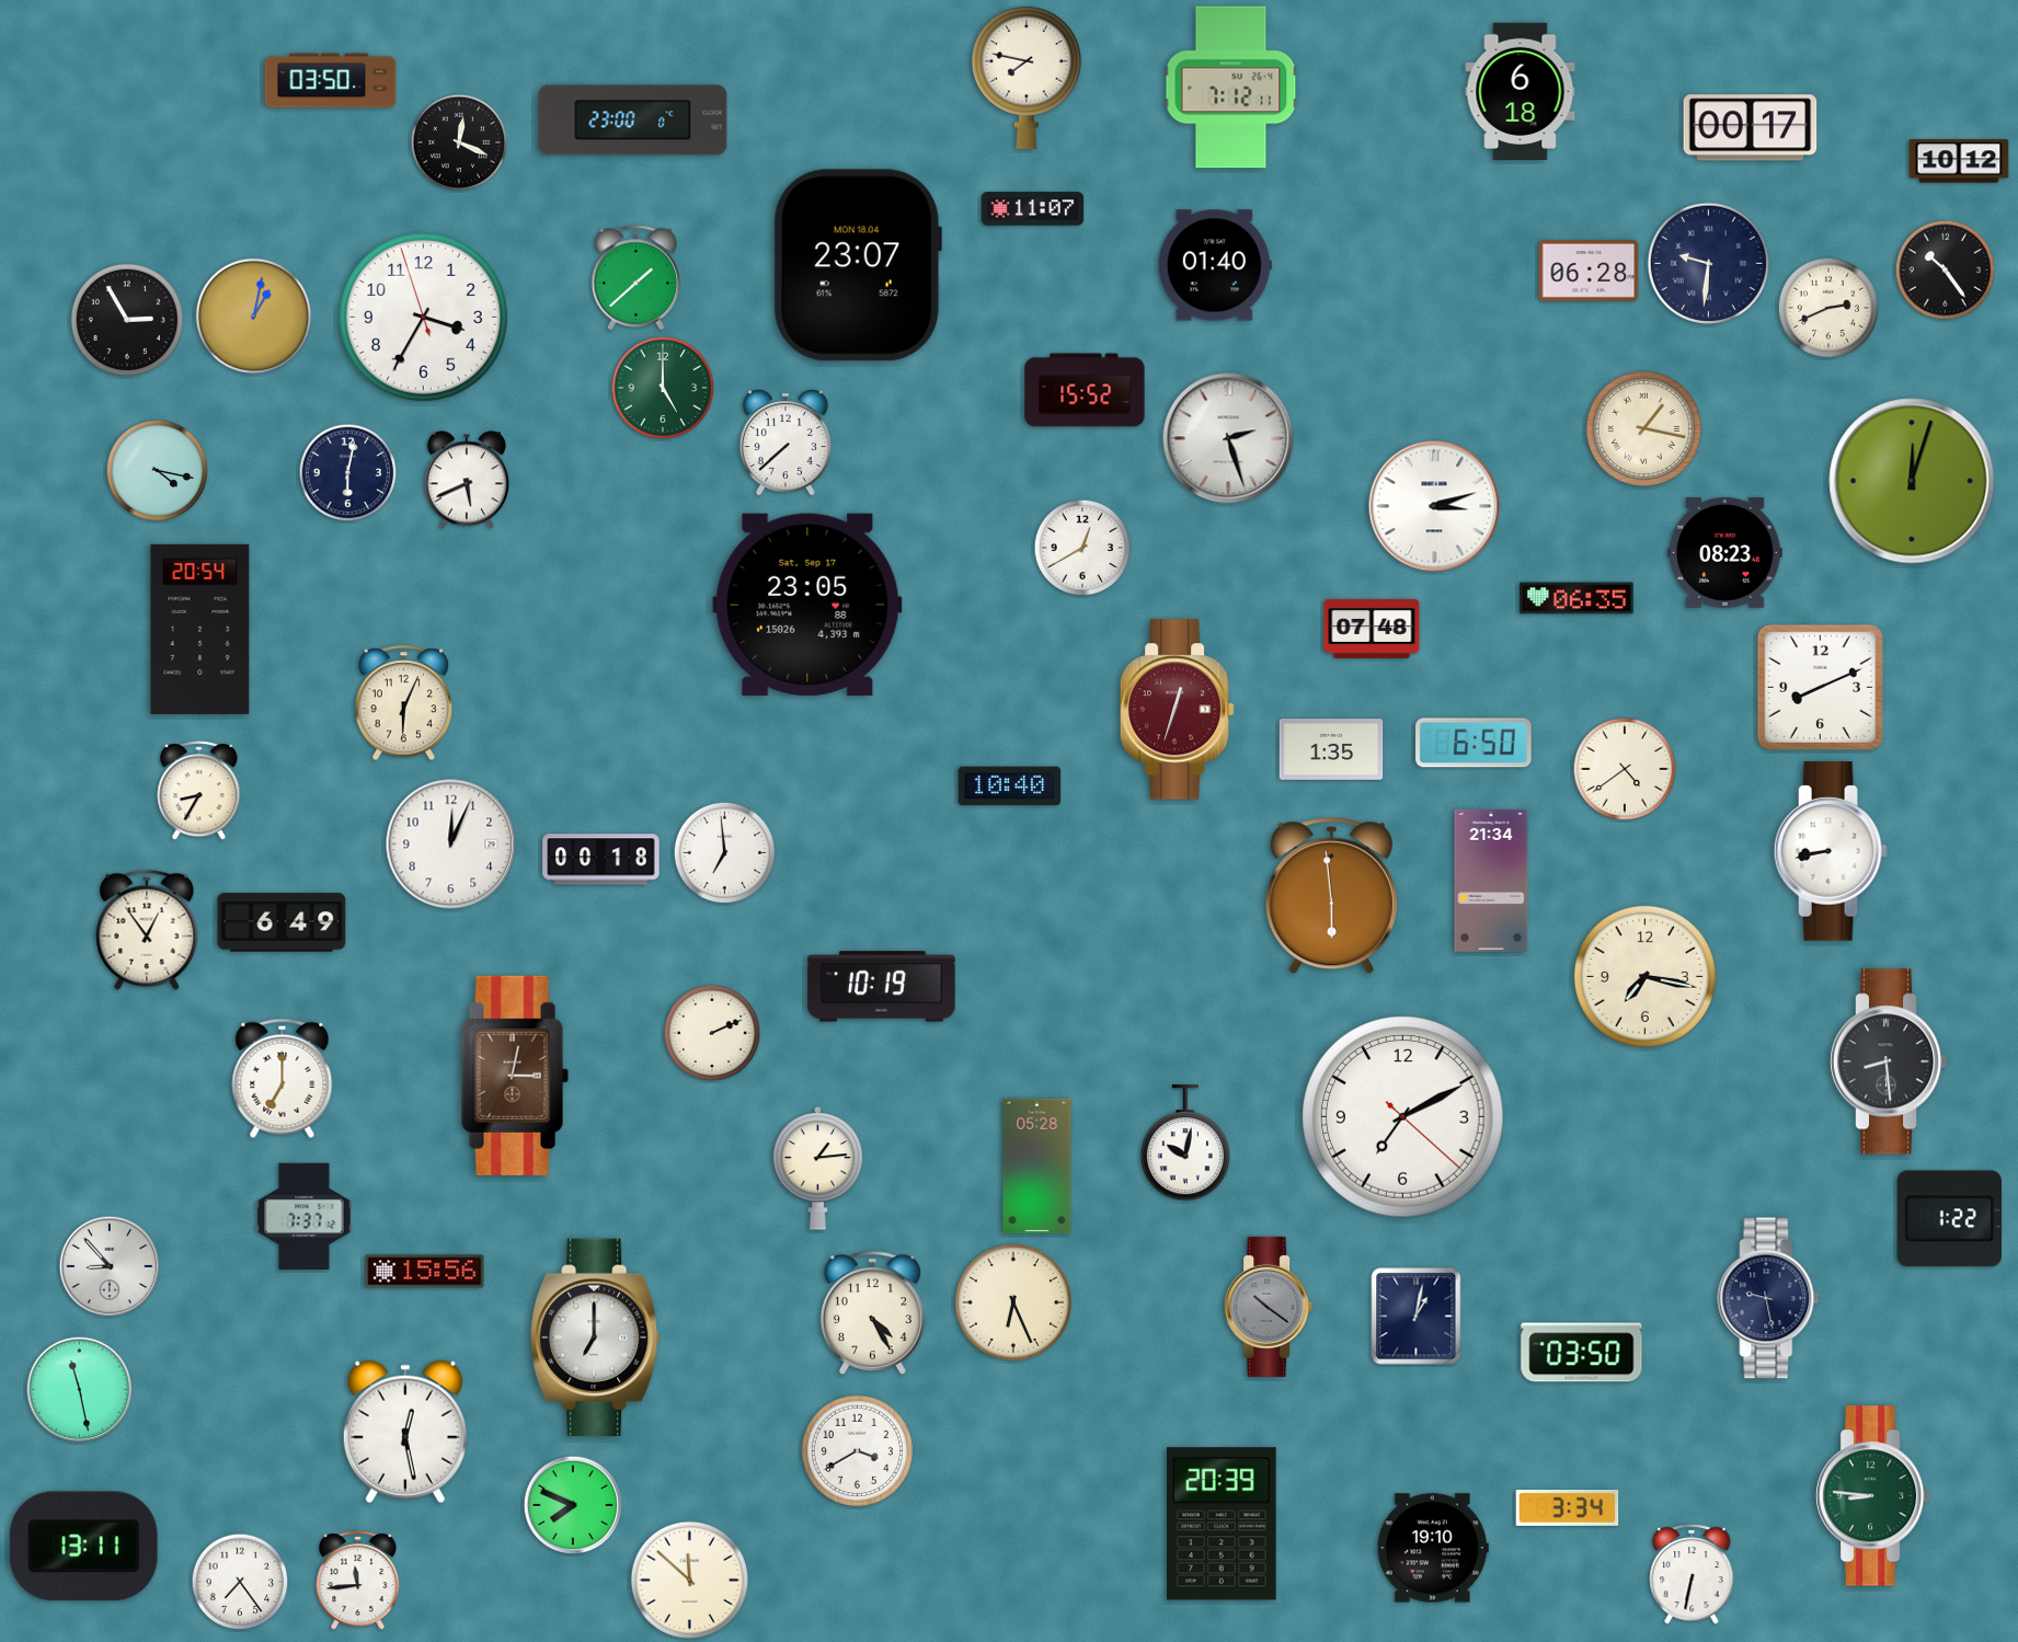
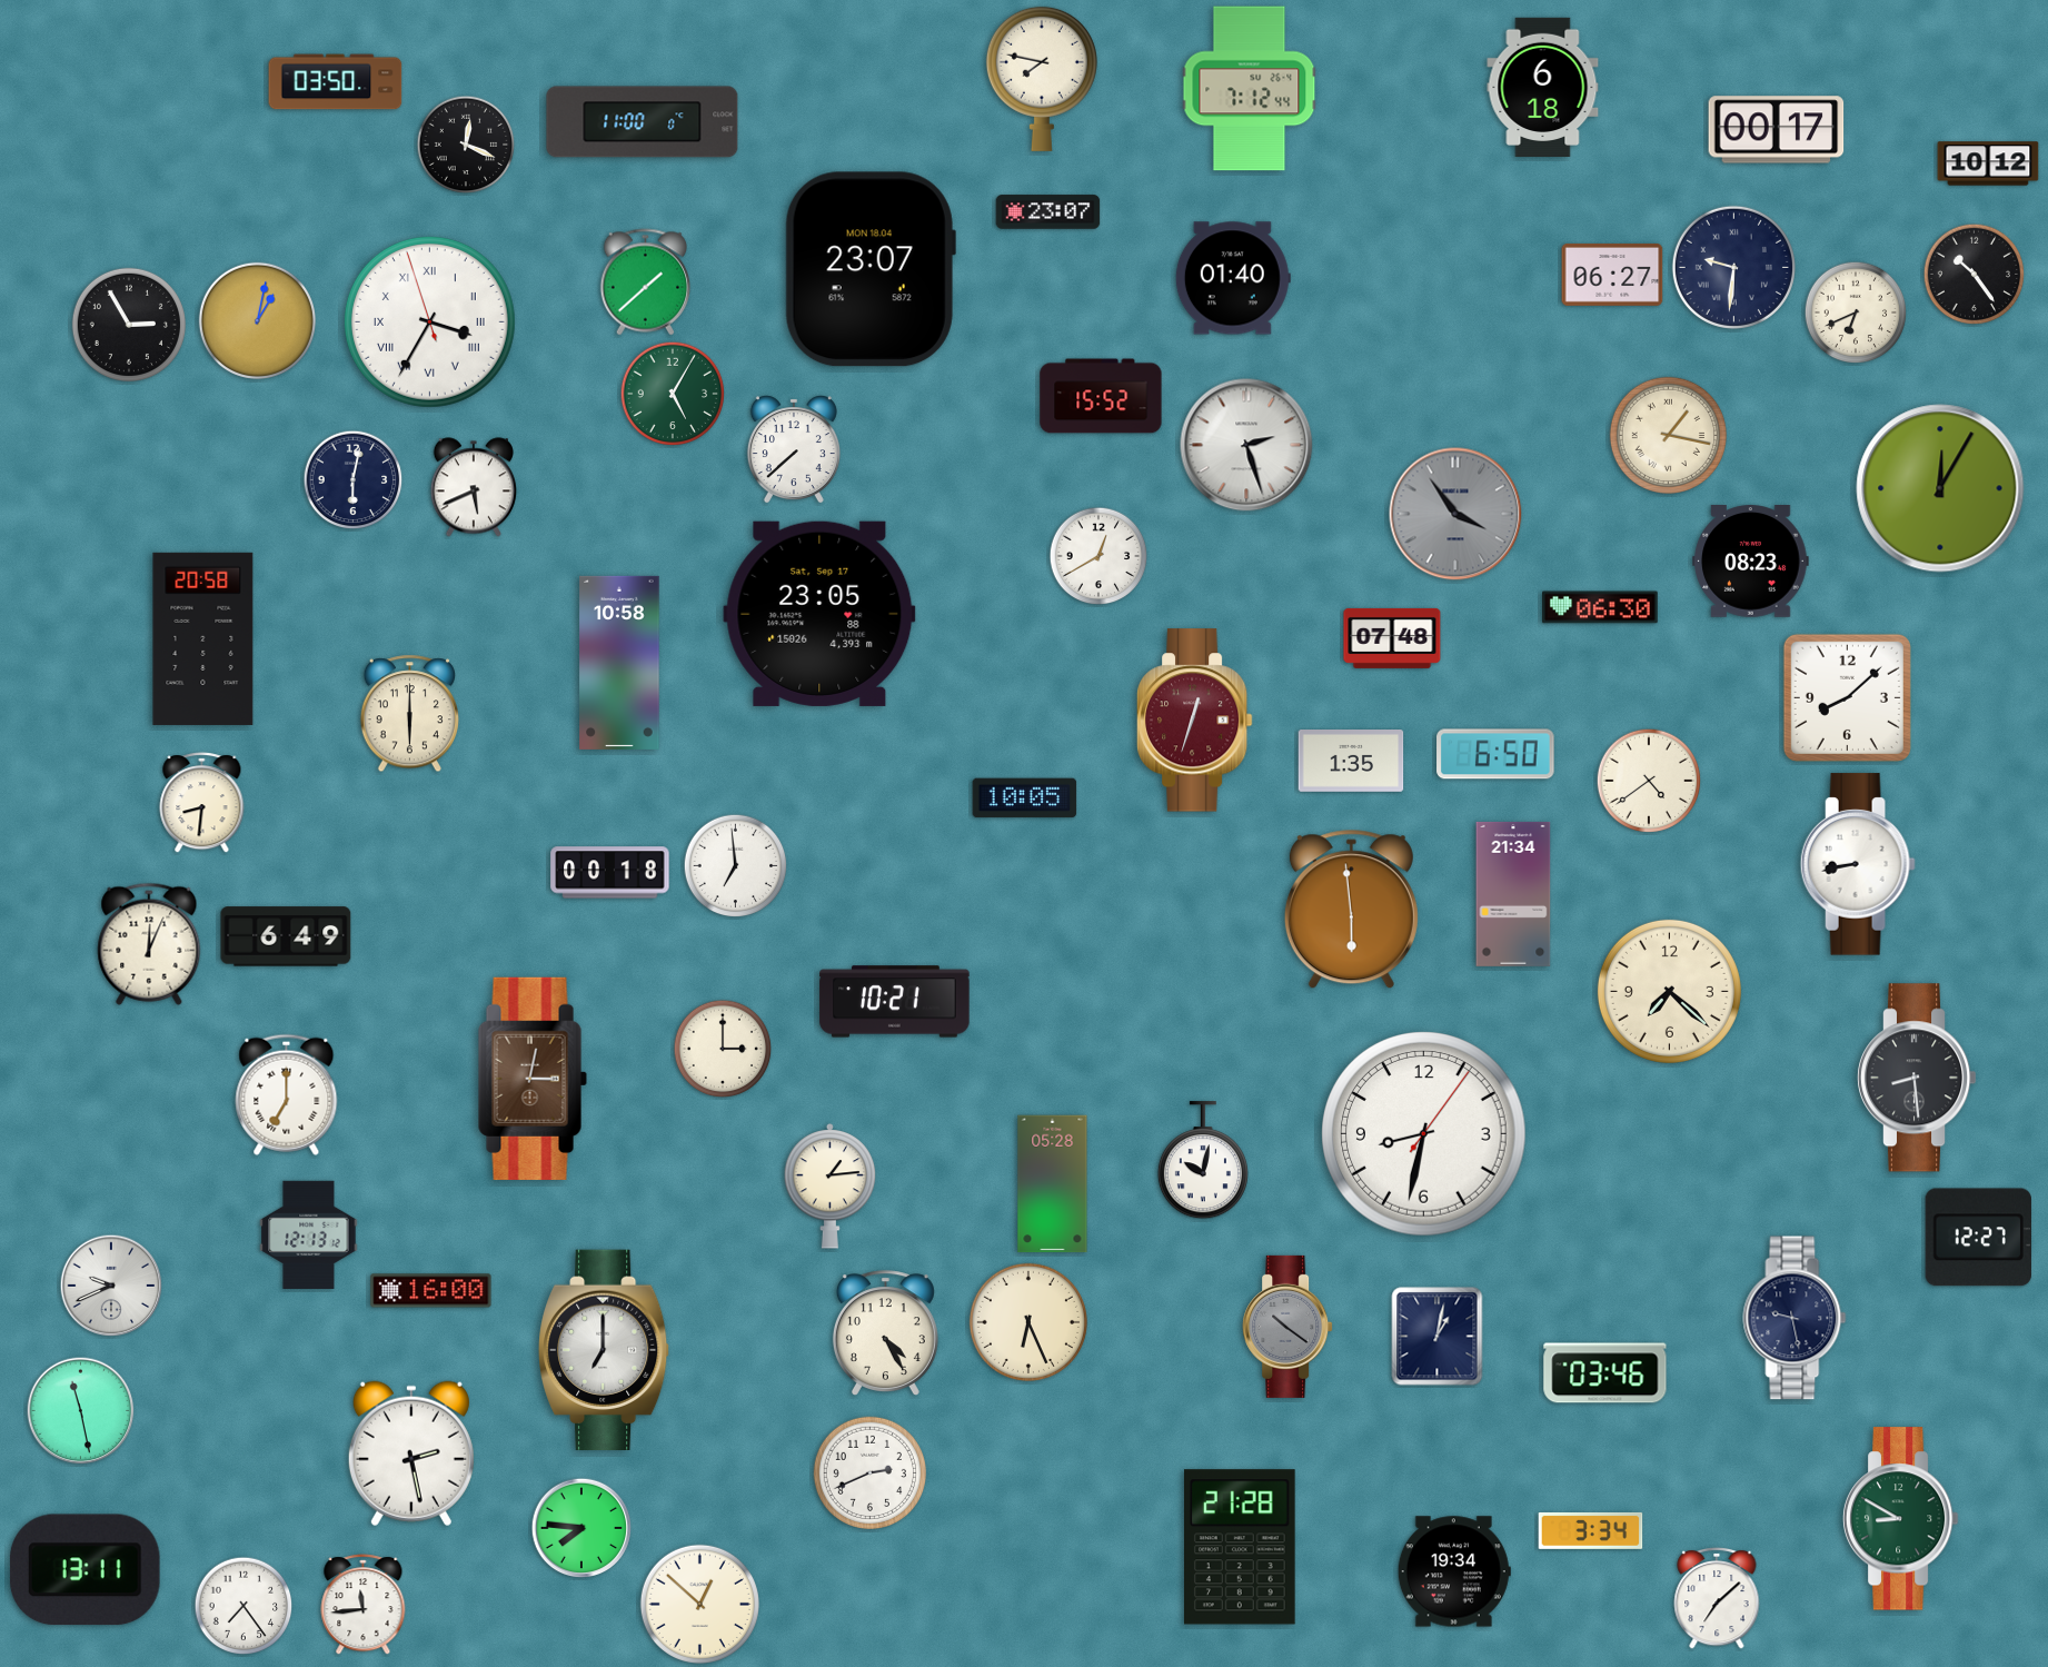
clock at (1231, 88): 7:12:11 -> 7:12:44
clock at (1521, 91) position: (1521, 91) -> (1543, 87)
clock at (633, 120): 23:00 -> 11:00
clock at (1033, 209): 11:07 -> 23:07
clock at (1215, 265) position: (1215, 265) -> (1233, 278)
clock at (1589, 271): 06:28 -> 06:27
clock at (1828, 308): 2:41 -> 6:41
clock at (423, 317) numerals: Arabic -> Roman
clock at (663, 388): 5:00 -> 5:05
clock at (786, 443) position: (786, 443) -> (794, 449)
clock at (158, 471): 4:17 -> none
clock at (1912, 481): 12:03 -> 12:05
clock at (1434, 506): 3:12 -> 3:54
clock at (1434, 506) dial: white -> grey
clock at (1576, 598): 06:35 -> 06:30
clock at (200, 629): 20:54 -> 20:58
clock at (619, 663): none -> 10:58
clock at (1820, 687): 8:11 -> 8:08
clock at (403, 703): 6:04 -> 6:00
clock at (1010, 786): 10:40 -> 10:05
clock at (199, 791): 8:35 -> 8:31
clock at (451, 845): 12:04 -> none
clock at (147, 930): 12:54 -> 12:04
clock at (1644, 976): 7:17 -> 7:22
clock at (882, 987): 10:19 -> 10:21
clock at (712, 1033): 2:11 -> 3:00
clock at (515, 1076) position: (515, 1076) -> (533, 1079)
clock at (1403, 1117): 7:10 -> 8:32
clock at (305, 1216): 7:37 -> 12:13
clock at (1949, 1219): 1:22 -> 12:27
clock at (110, 1266): 8:53 -> 9:41
clock at (425, 1272): 15:56 -> 16:00
clock at (596, 1336) position: (596, 1336) -> (605, 1349)
clock at (1582, 1353): 03:50 -> 03:46
clock at (405, 1432): 12:28 -> 2:28
clock at (857, 1450): 3:40 -> 2:41
clock at (1872, 1496): 8:46 -> 8:50
clock at (573, 1505): 7:49 -> 7:46
clock at (1223, 1524): 20:39 -> 21:28
clock at (1433, 1548): 19:10 -> 19:34
clock at (1692, 1574): 6:32 -> 7:08
clock at (689, 1580): 11:52 -> 12:52
